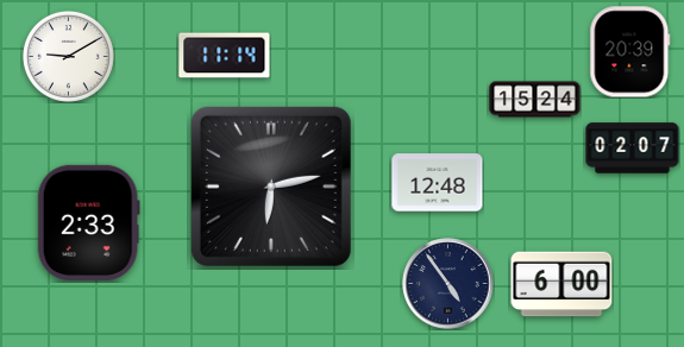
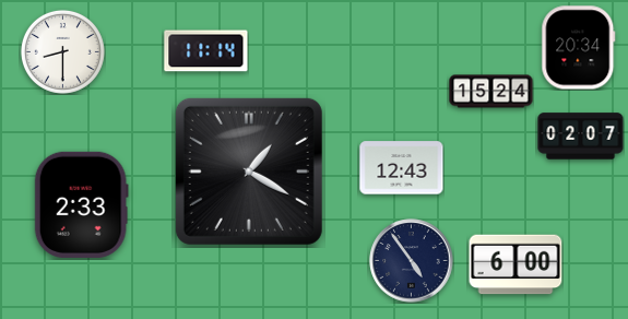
clock at (630, 52): 20:39 -> 20:34
clock at (68, 56): 9:10 -> 8:30
clock at (438, 183): 12:48 -> 12:43
clock at (271, 187): 6:13 -> 1:20
clock at (561, 284) position: (561, 284) -> (516, 264)
